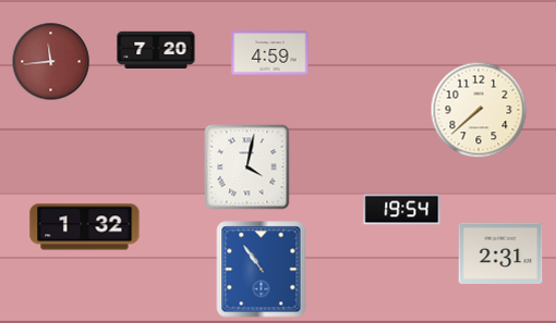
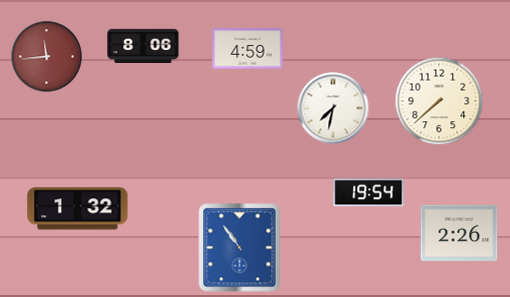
clock at (156, 49): 7:20 -> 8:06
clock at (333, 108): none -> 7:32
clock at (247, 167): 4:02 -> none
clock at (500, 253): 2:31 -> 2:26
